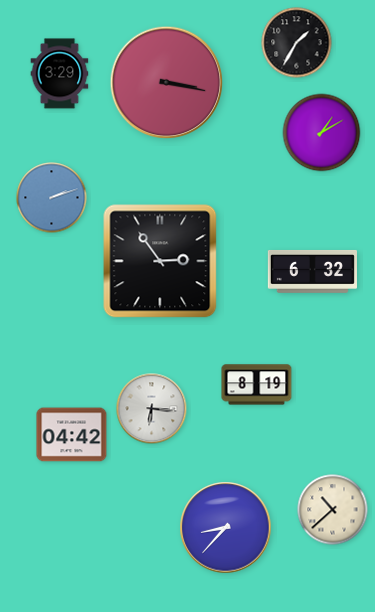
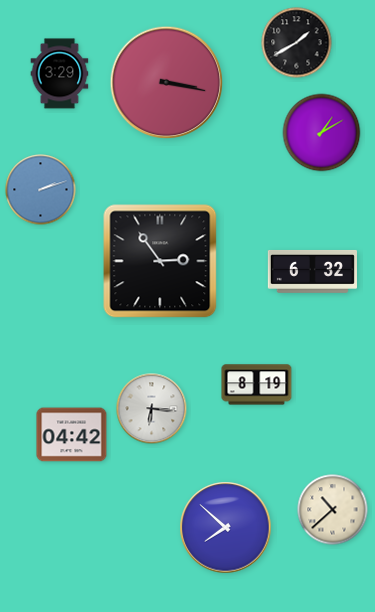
clock at (297, 43): 1:35 -> 1:40
clock at (52, 198) position: (52, 198) -> (41, 190)
clock at (226, 528): 8:37 -> 7:52
